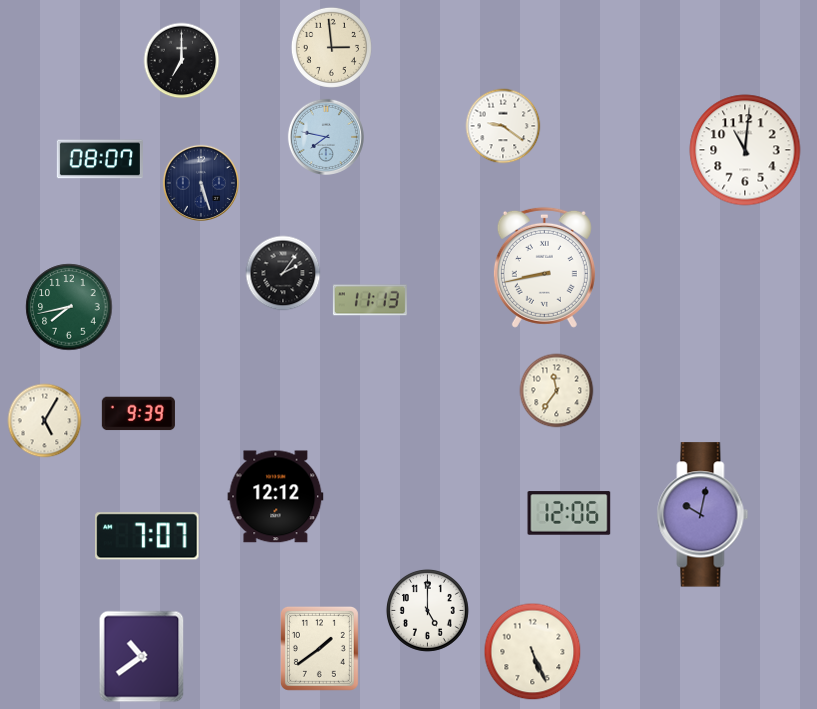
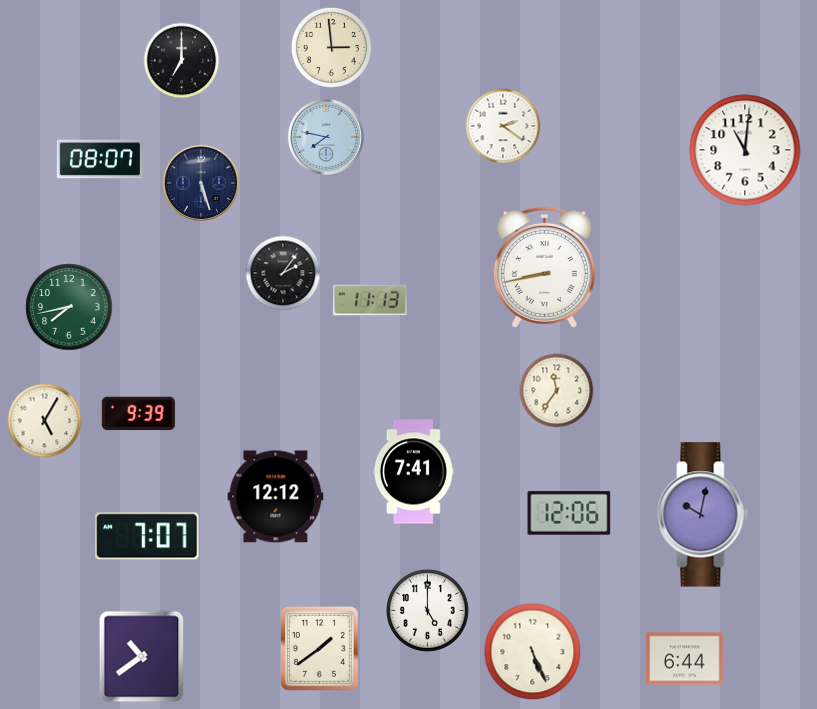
clock at (503, 126): 9:21 -> 2:21
clock at (413, 472): none -> 7:41
clock at (685, 659): none -> 6:44
